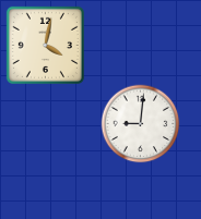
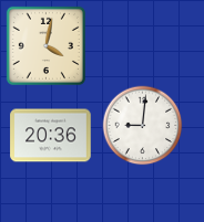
clock at (51, 136): none -> 20:36
